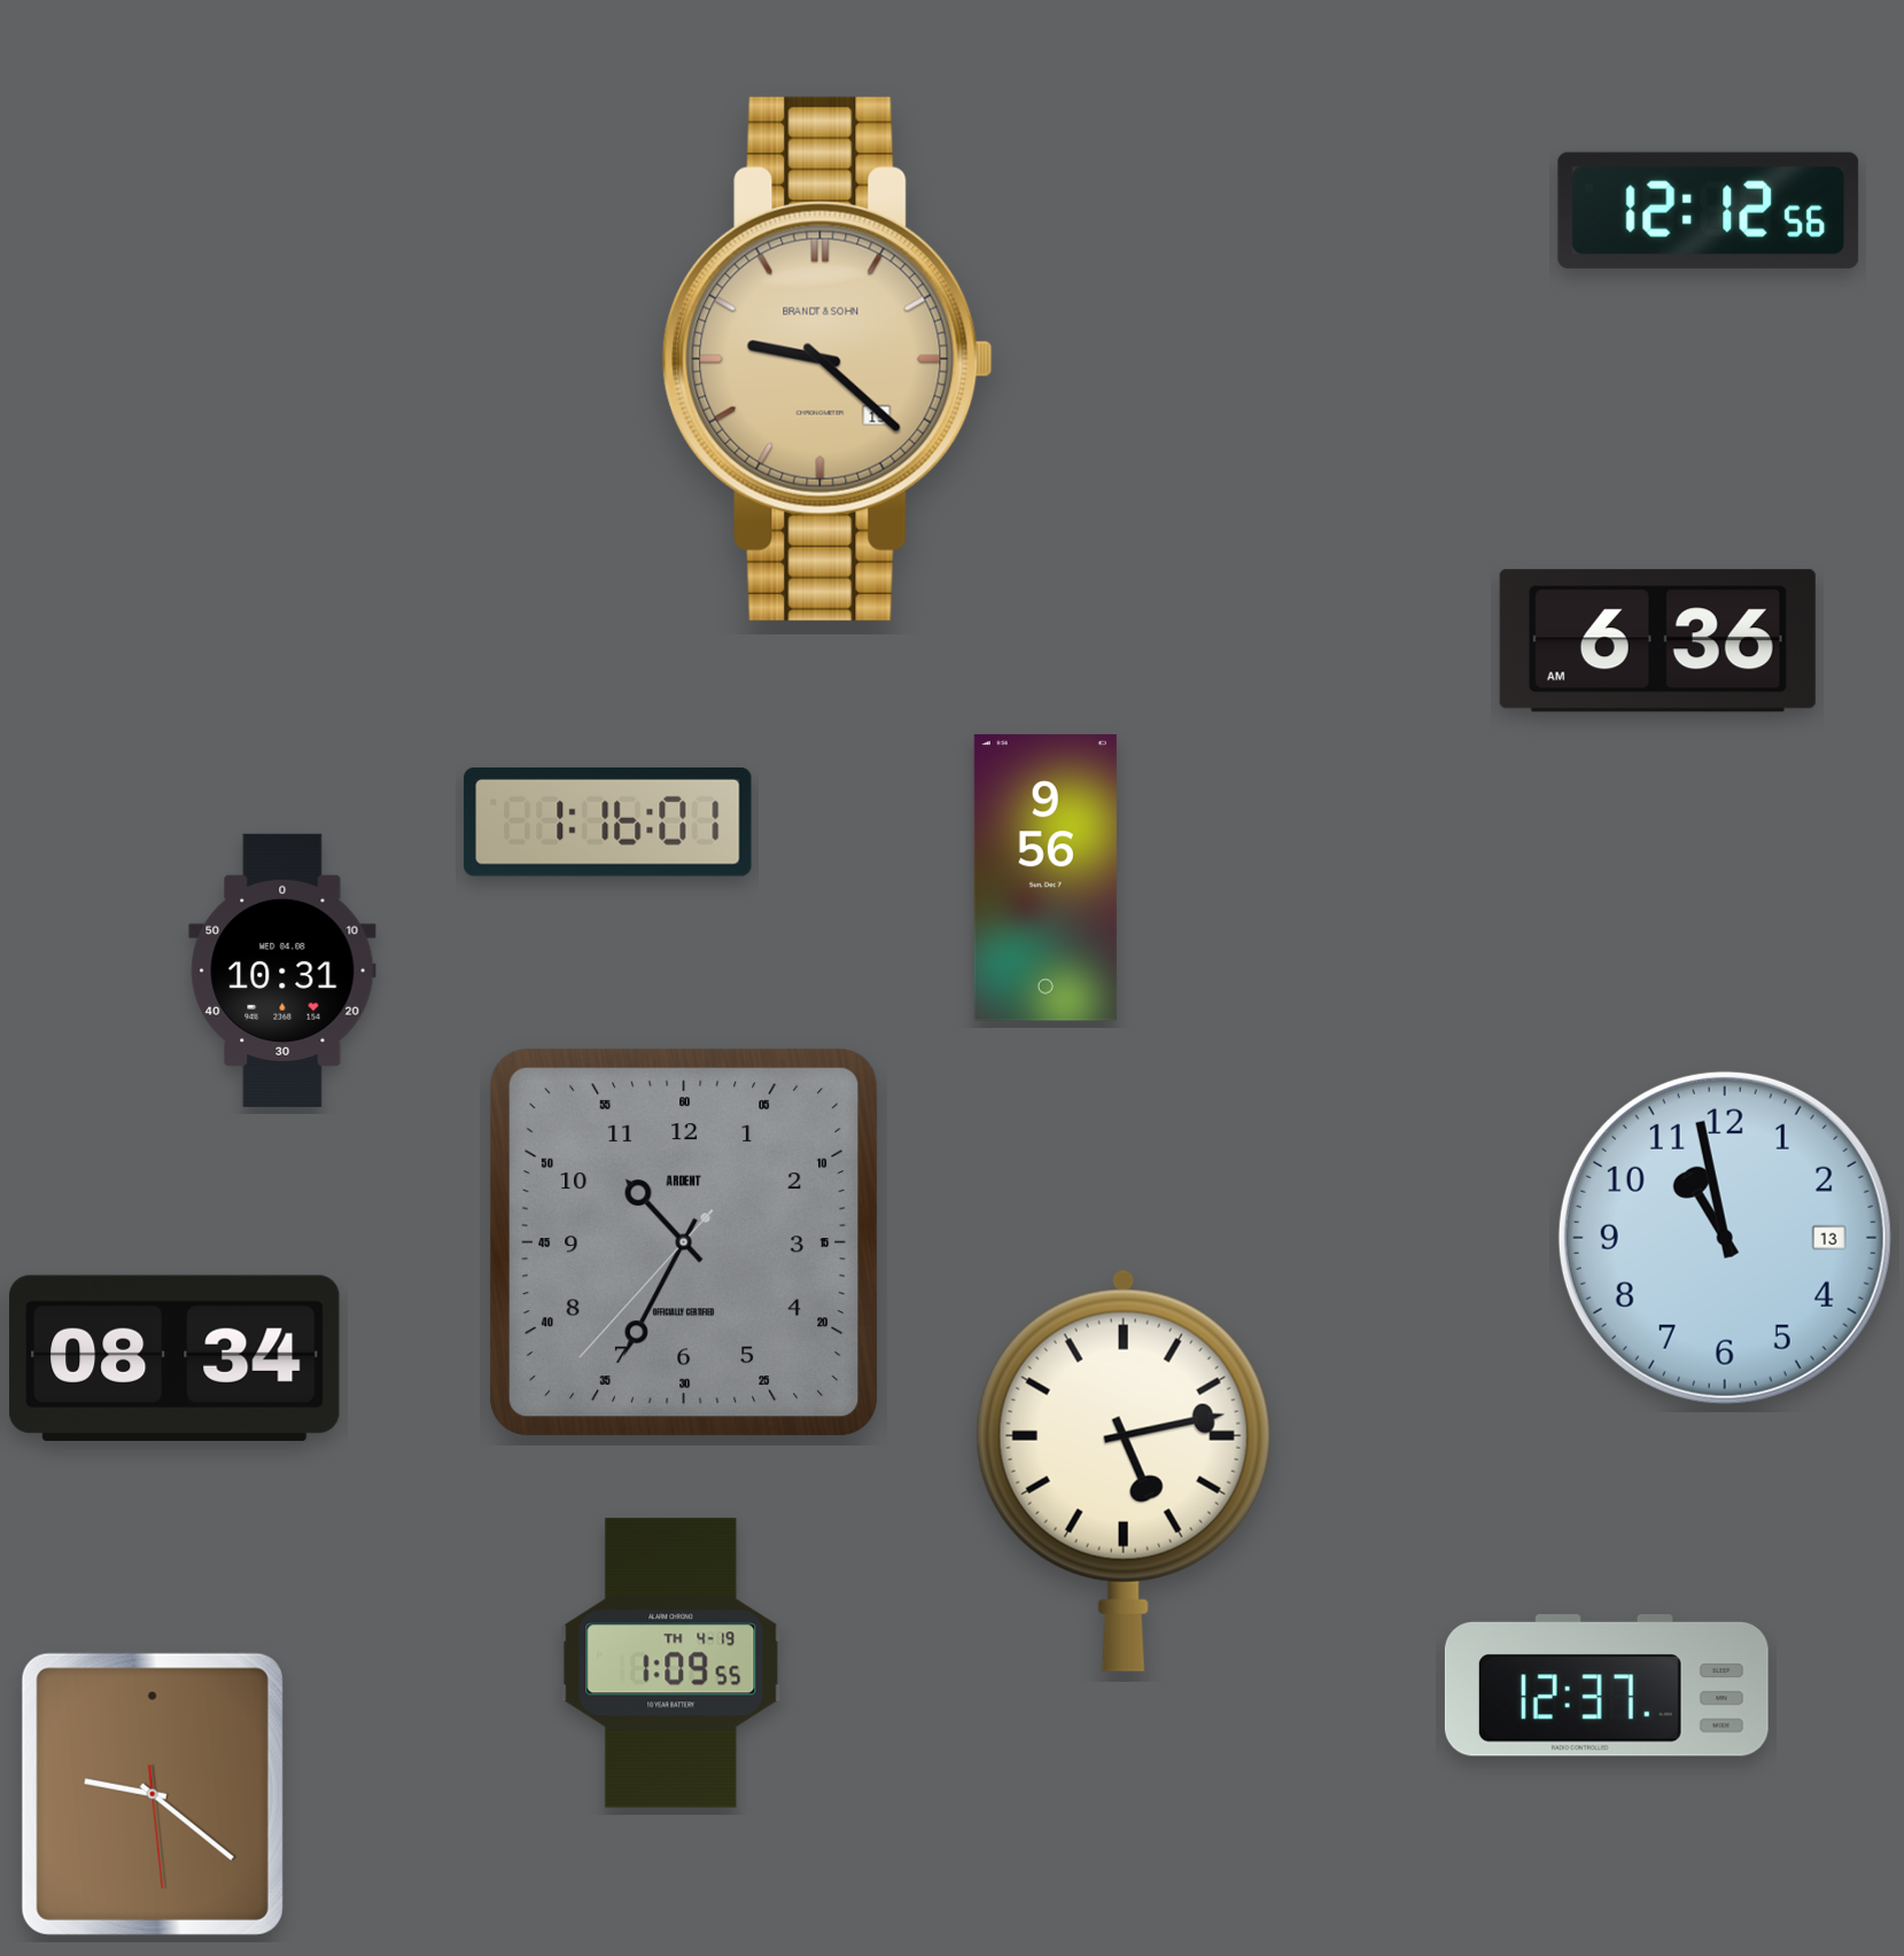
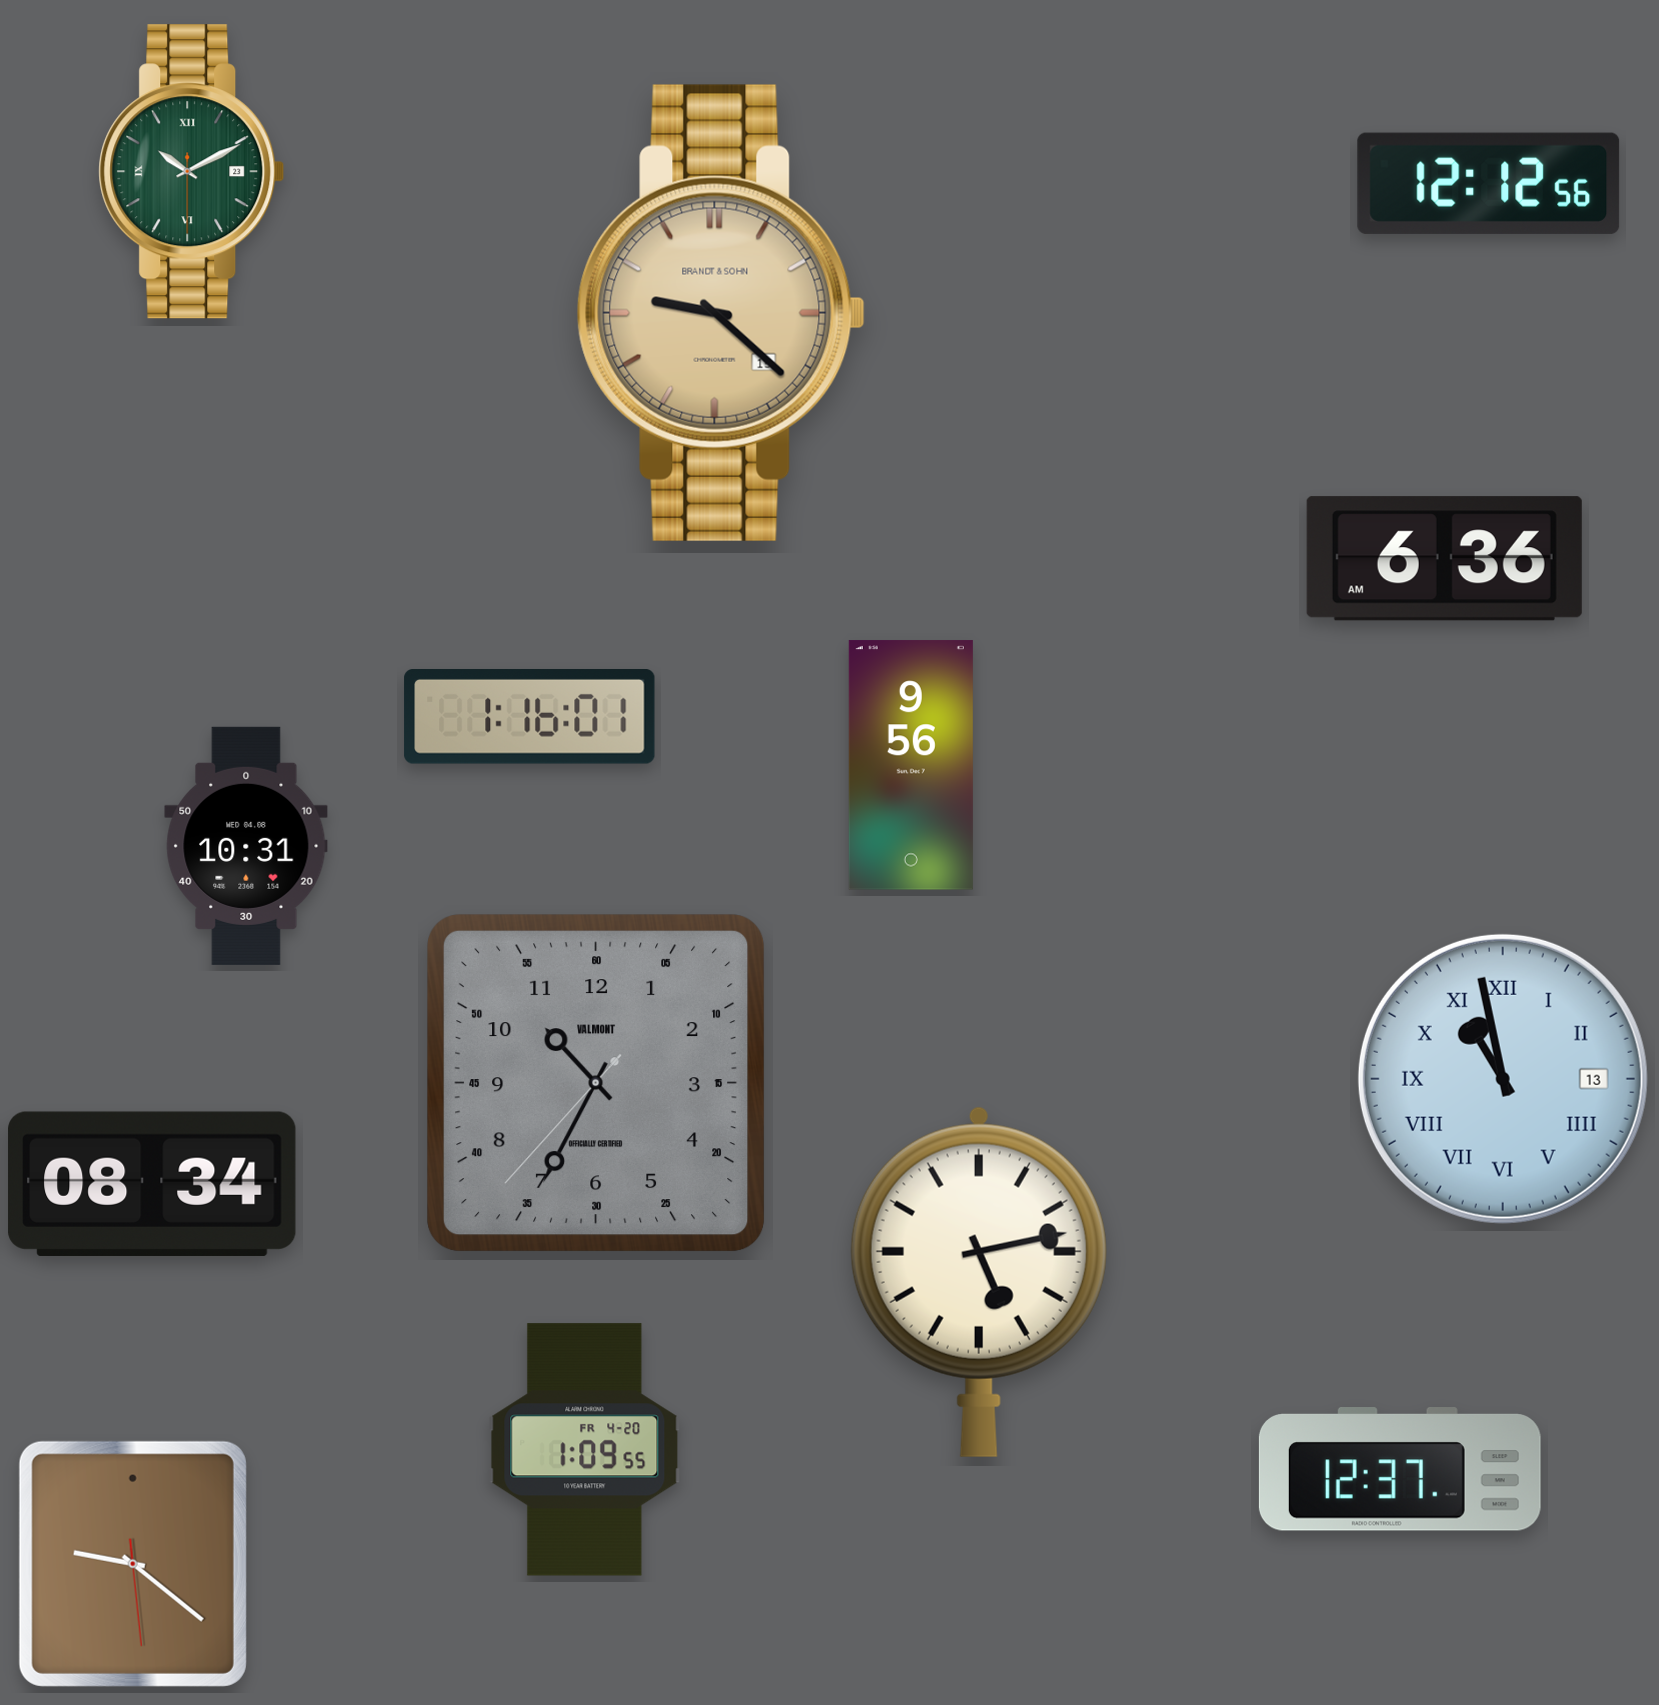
clock at (192, 172): none -> 10:10
clock at (1725, 1238) numerals: Arabic -> Roman
clock at (684, 1242) brand: ARDENT -> VALMONT
clock at (671, 1663) date: TH 4-19 -> FR 4-20
